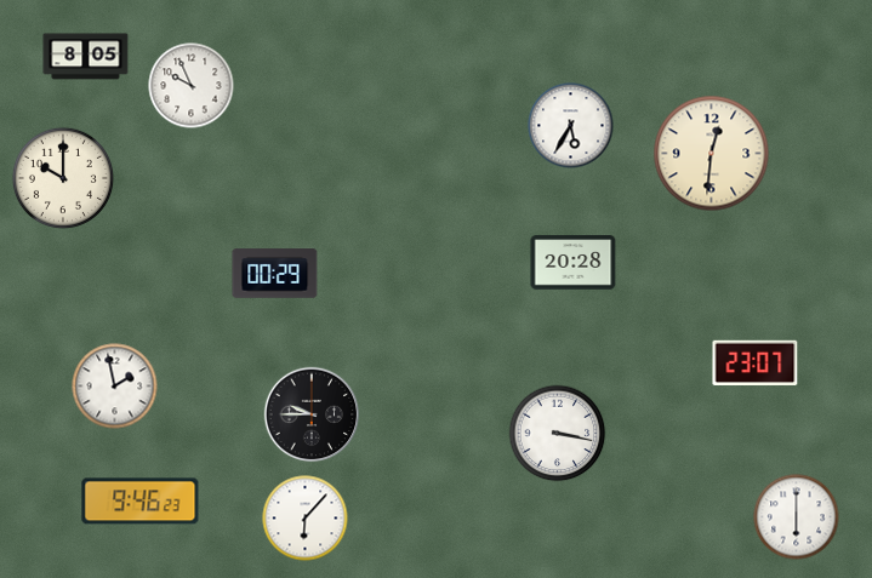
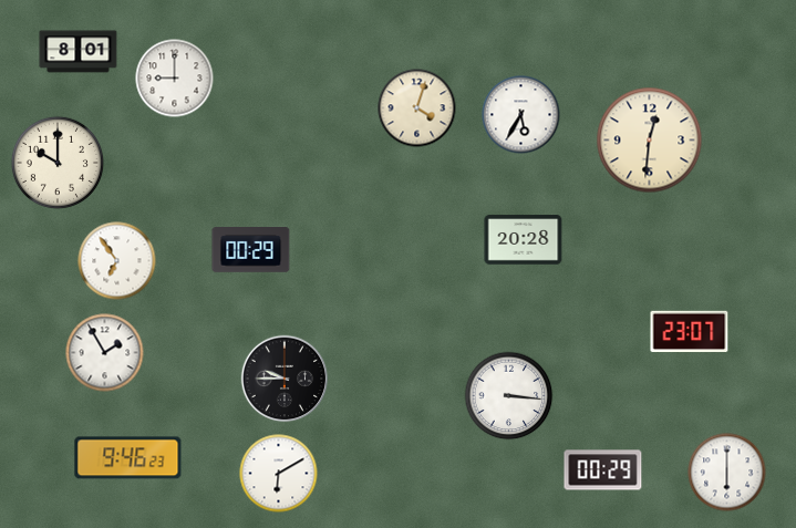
clock at (86, 57): 8:05 -> 8:01
clock at (192, 86): 9:56 -> 9:00
clock at (417, 108): none -> 4:03
clock at (117, 261): none -> 6:54
clock at (115, 387): 1:58 -> 1:55
clock at (558, 434): 3:17 -> 3:16
clock at (603, 470): none -> 00:29
clock at (306, 519): 6:07 -> 6:10
